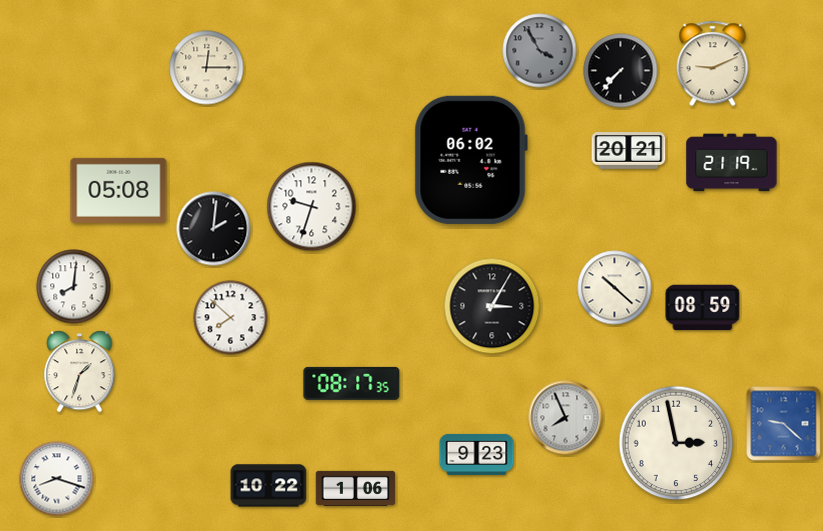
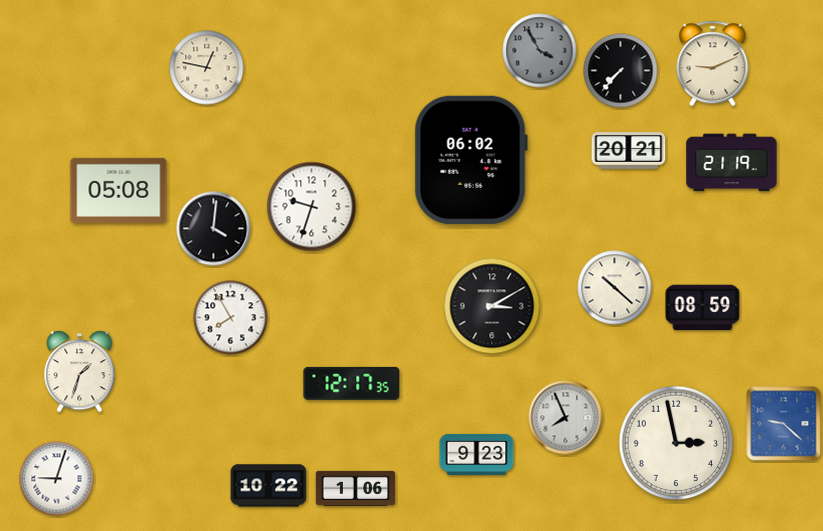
clock at (207, 68): 12:15 -> 12:47
clock at (214, 229): 2:01 -> 4:01
clock at (74, 287): 8:01 -> none
clock at (492, 306): 3:05 -> 3:10
clock at (231, 318): 7:52 -> 7:55
clock at (352, 383): 08:17 -> 12:17
clock at (57, 479): 8:18 -> 9:03
